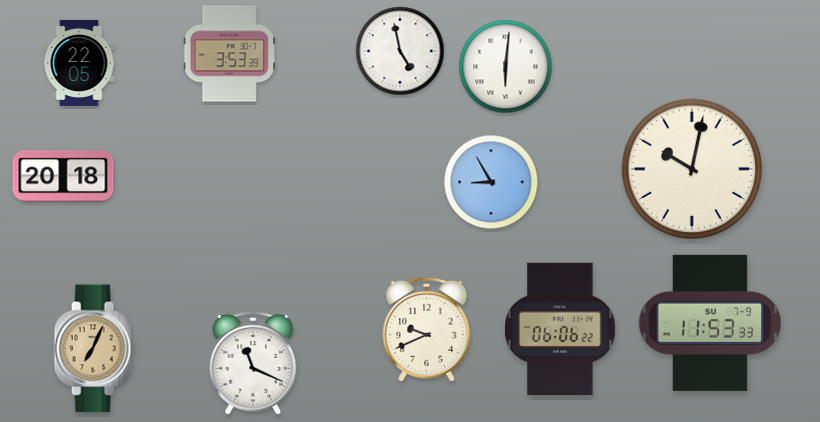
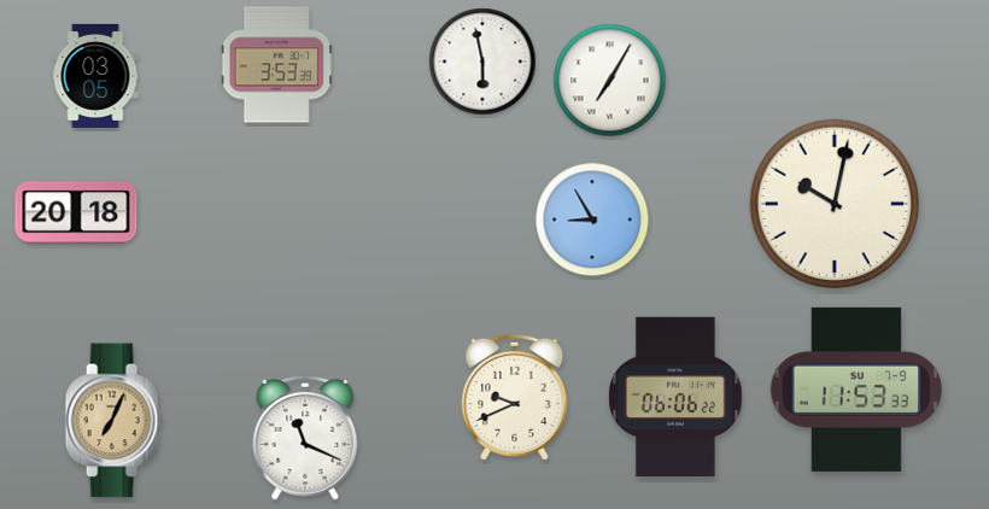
clock at (400, 51): 4:58 -> 5:58
clock at (79, 63): 22:05 -> 03:05
clock at (506, 67): 6:01 -> 7:05
